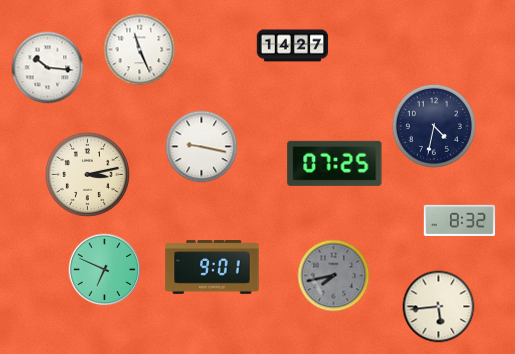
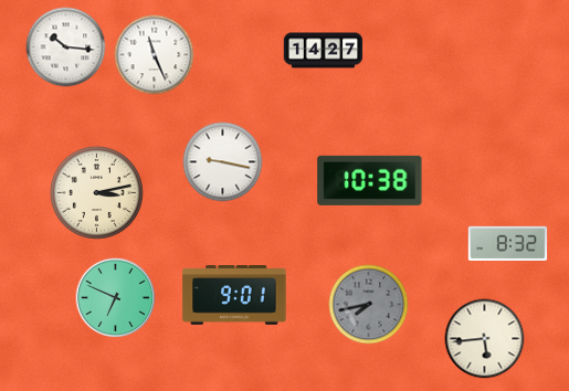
clock at (48, 68) position: (48, 68) -> (66, 47)
clock at (434, 126): 4:32 -> none
clock at (335, 163): 07:25 -> 10:38
